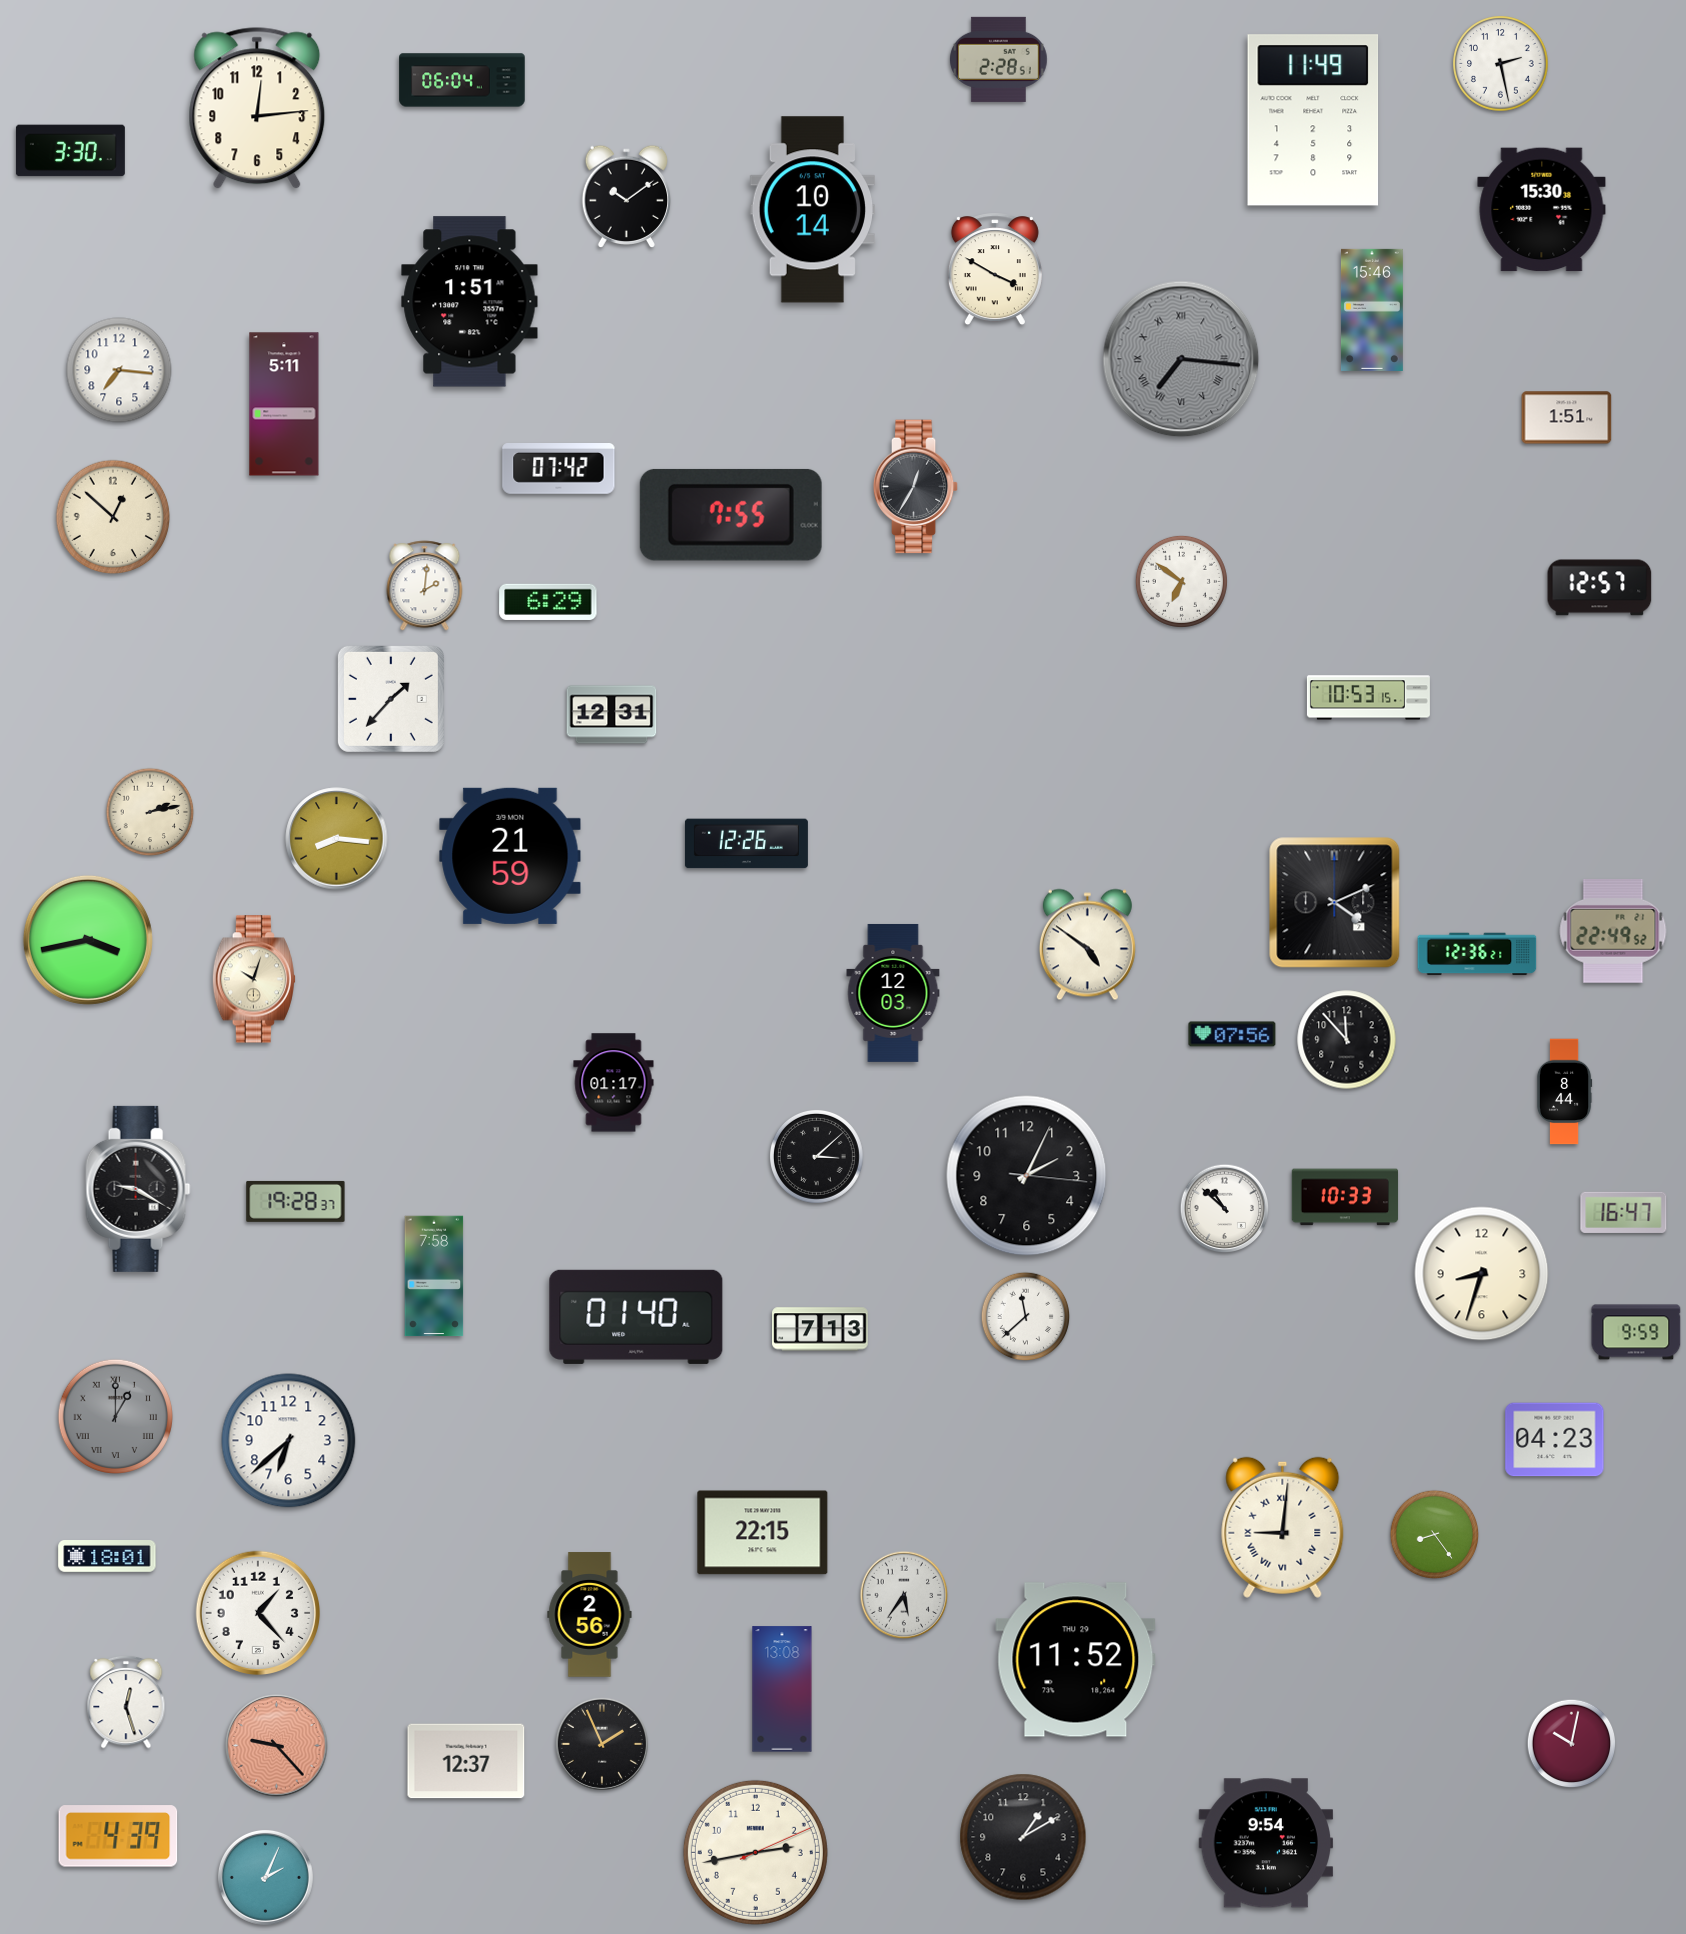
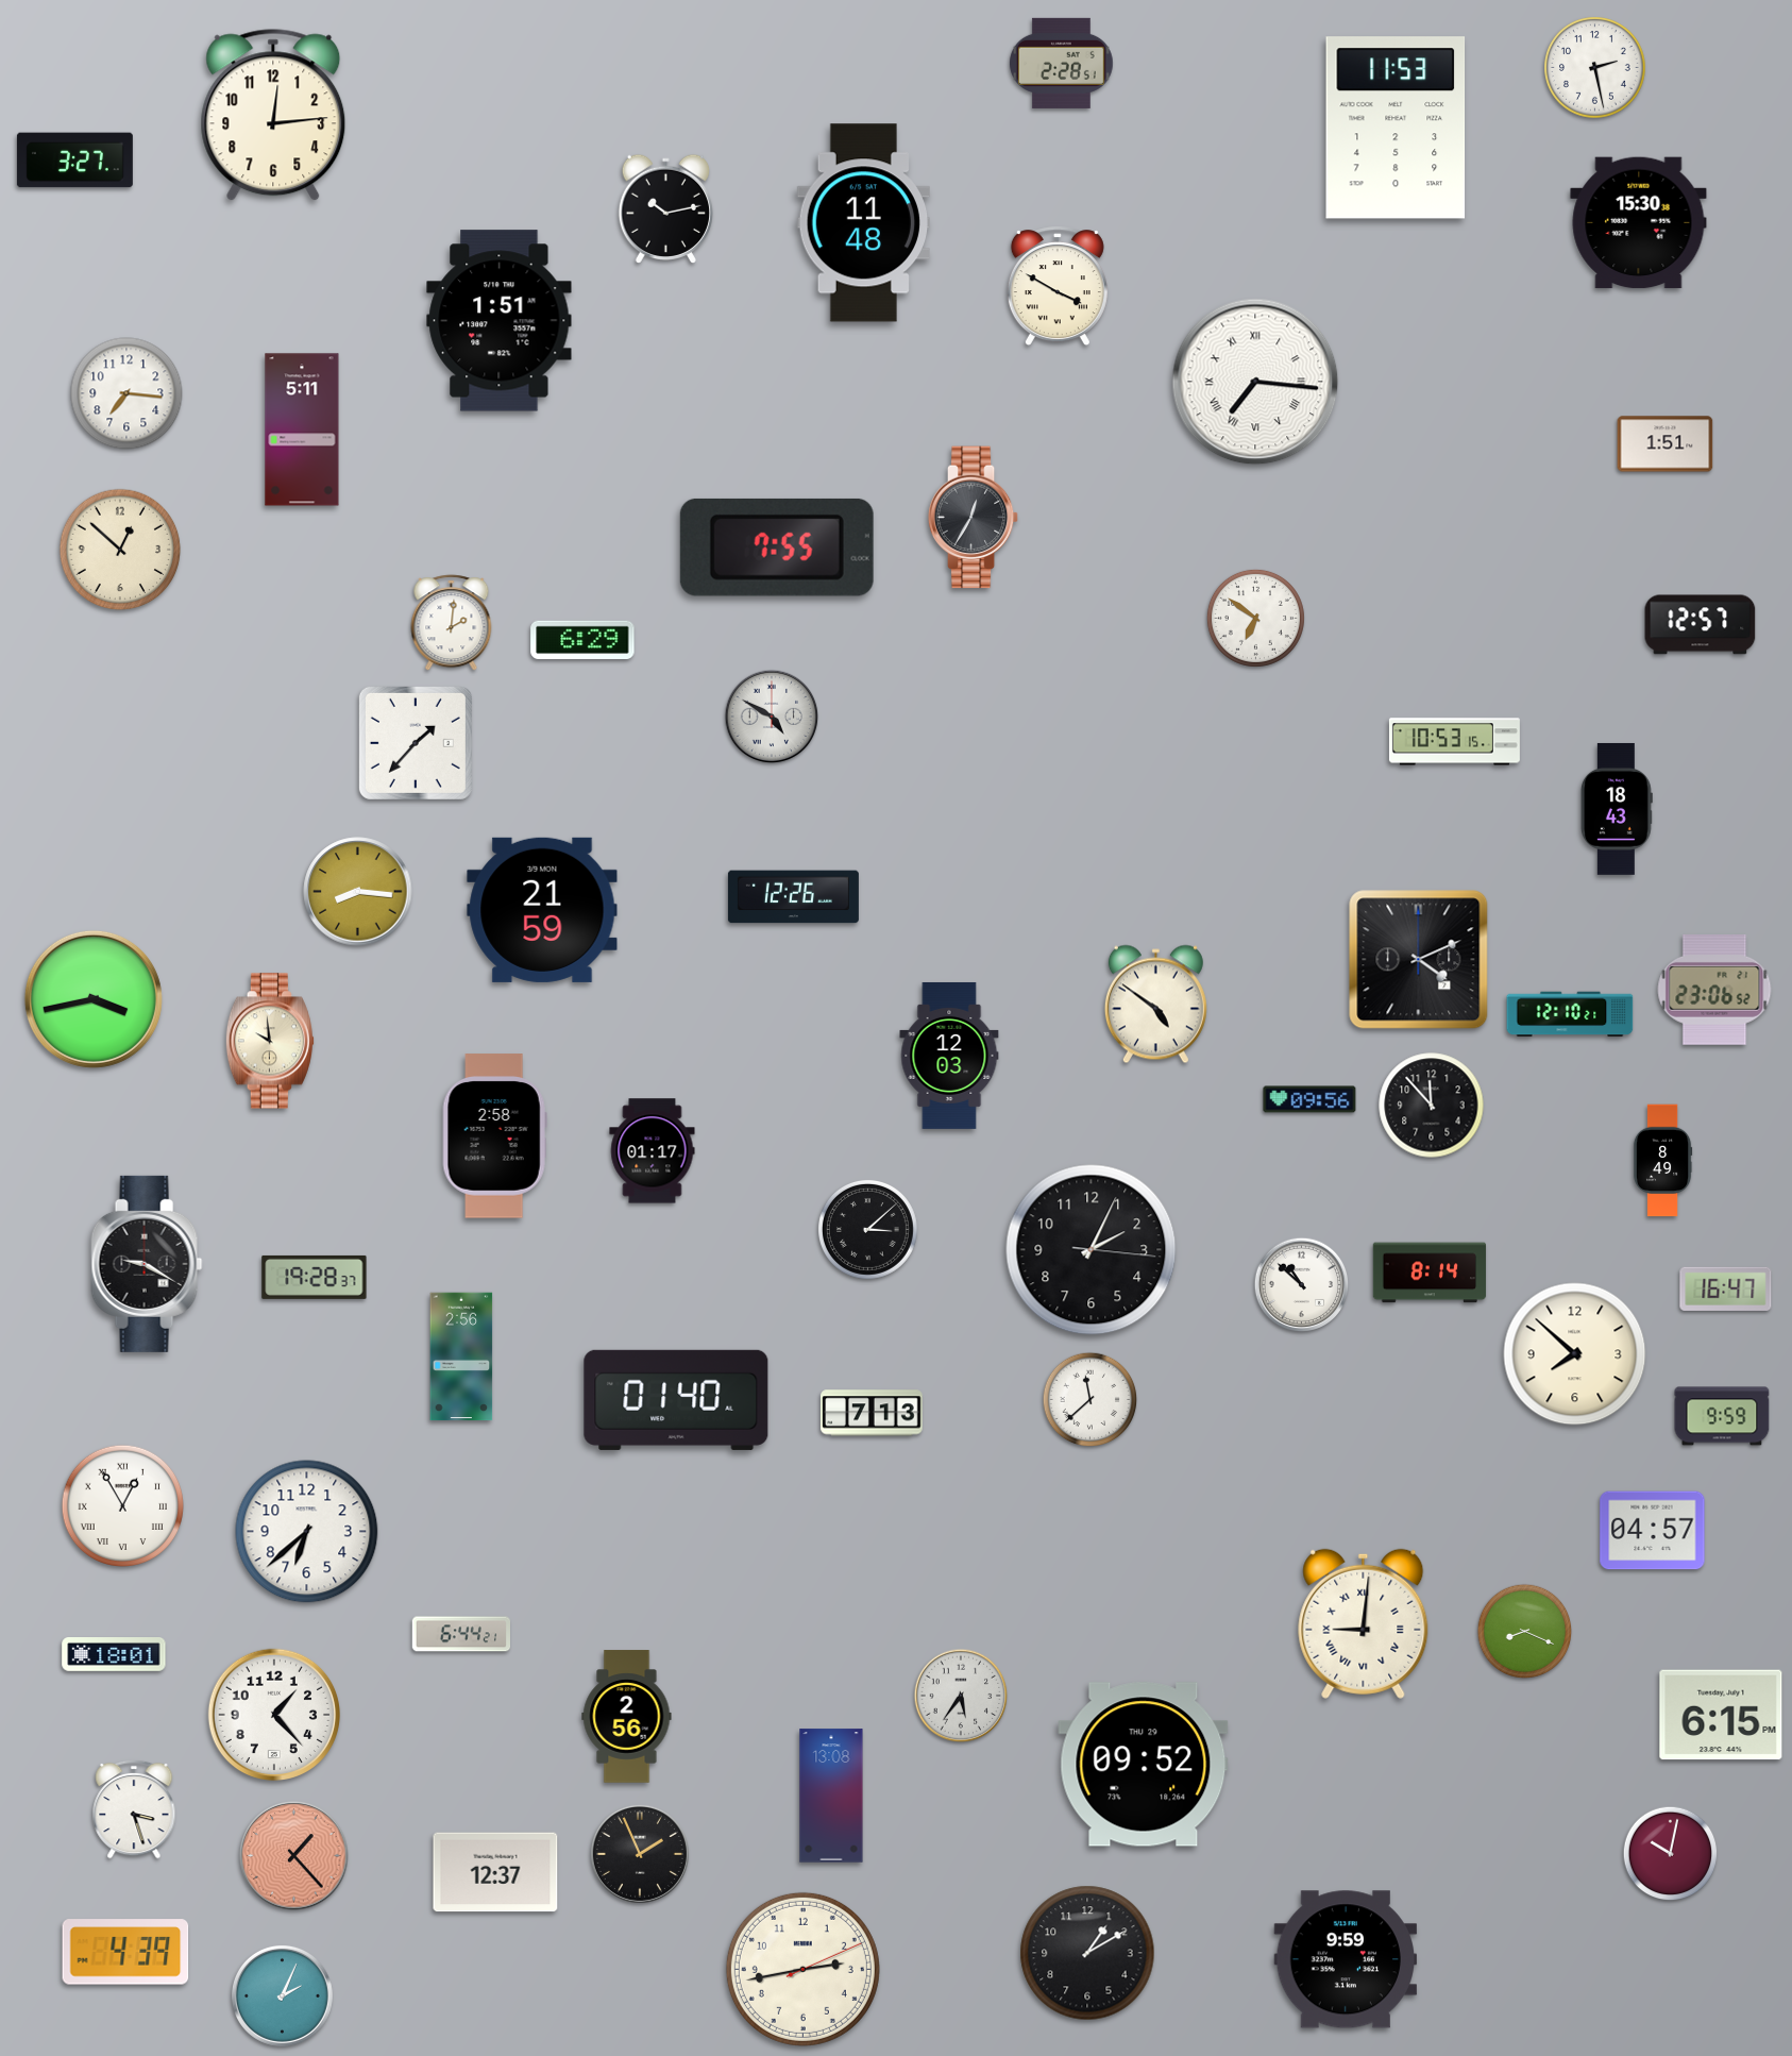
clock at (462, 80): 06:04 -> none
clock at (1313, 120): 11:49 -> 11:53
clock at (70, 151): 3:30 -> 3:27
clock at (626, 196): 10:09 -> 10:13
clock at (812, 210): 10:14 -> 11:48
clock at (1372, 310): 15:46 -> none
clock at (1181, 359) dial: grey -> white
clock at (559, 469): 07:42 -> none
clock at (772, 717): none -> 4:50
clock at (612, 715): 12:31 -> none
clock at (1617, 809): none -> 18:43
clock at (150, 812): 2:13 -> none
clock at (1613, 932): 22:49 -> 23:06
clock at (1477, 954): 12:36 -> 12:10
clock at (253, 979): 10:03 -> 9:59
clock at (1232, 1034): 07:56 -> 09:56
clock at (494, 1136): none -> 2:58
clock at (1564, 1092): 8:44 -> 8:49
clock at (1345, 1197): 10:33 -> 8:14
clock at (1482, 1274): 8:33 -> 7:52
clock at (434, 1276): 7:58 -> 2:56
clock at (1636, 1332) position: (1636, 1332) -> (1722, 1416)
clock at (115, 1416): 1:00 -> 12:55
clock at (115, 1416) dial: grey -> white
clock at (1555, 1440): 04:23 -> 04:57
clock at (763, 1533): 22:15 -> none
clock at (1435, 1535): 8:24 -> 8:19
clock at (460, 1634): none -> 6:44
clock at (1721, 1715): none -> 6:15
clock at (1076, 1660): 11:52 -> 09:52
clock at (126, 1702): 12:27 -> 3:27
clock at (277, 1746): 9:23 -> 1:23
clock at (1266, 1843): 9:54 -> 9:59
